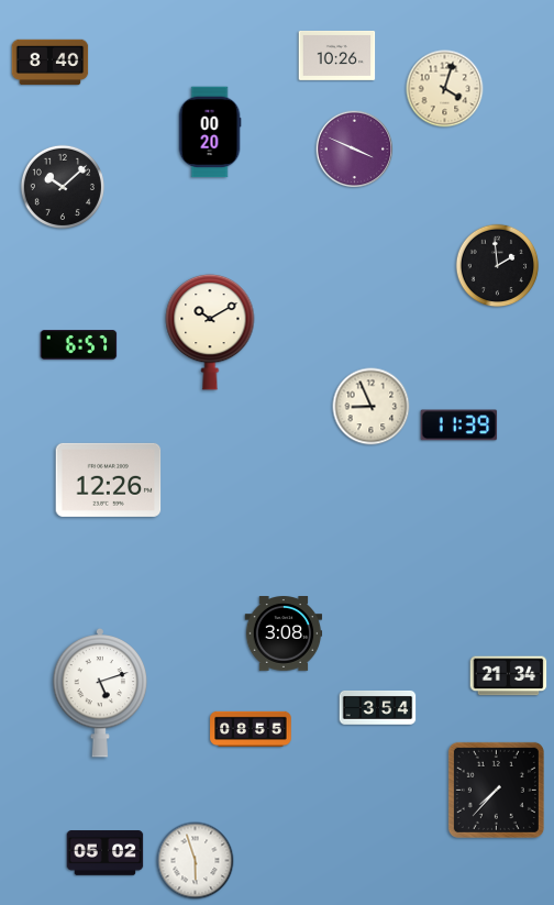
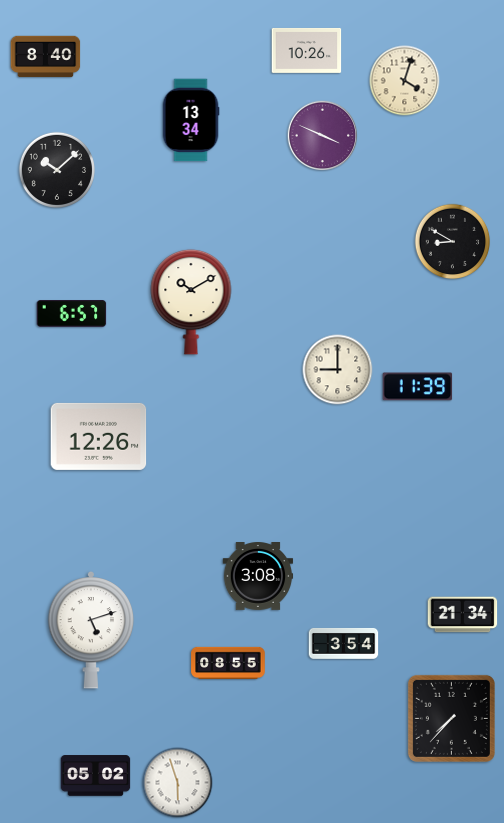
clock at (210, 132): 00:20 -> 13:34
clock at (498, 266): 1:59 -> 8:50
clock at (372, 407): 8:56 -> 9:00
